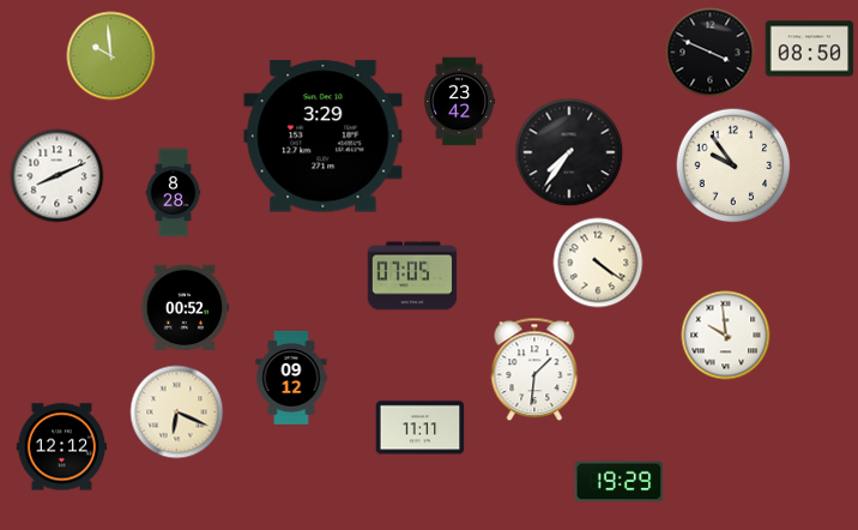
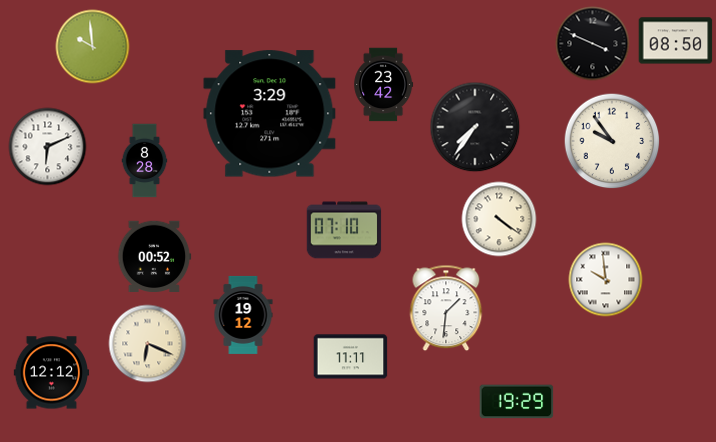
clock at (733, 165) position: (733, 165) -> (612, 141)
clock at (58, 176): 8:11 -> 6:11
clock at (412, 276): 07:05 -> 07:10
clock at (291, 378): 09:12 -> 19:12
